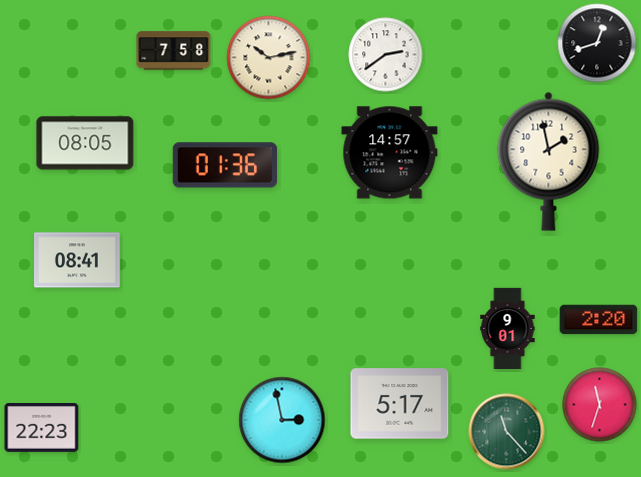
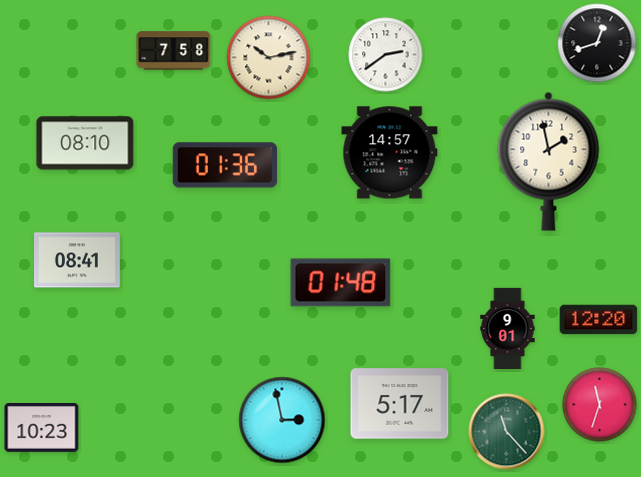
clock at (85, 143): 08:05 -> 08:10
clock at (341, 283): none -> 01:48
clock at (599, 320): 2:20 -> 12:20
clock at (42, 428): 22:23 -> 10:23
